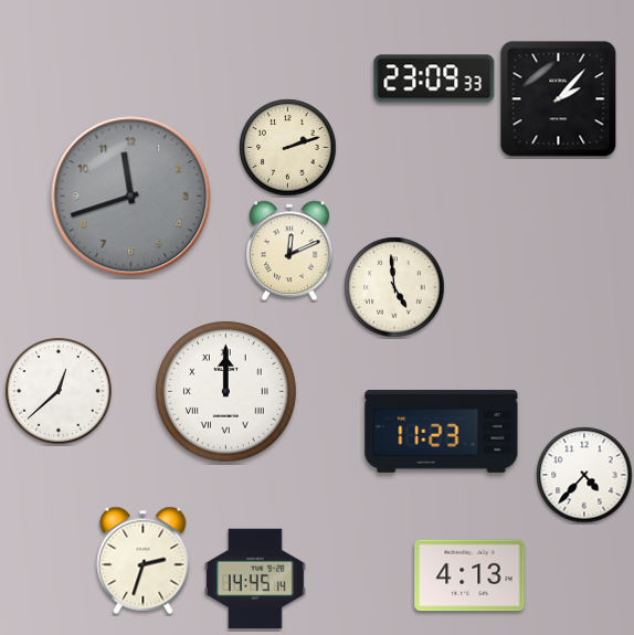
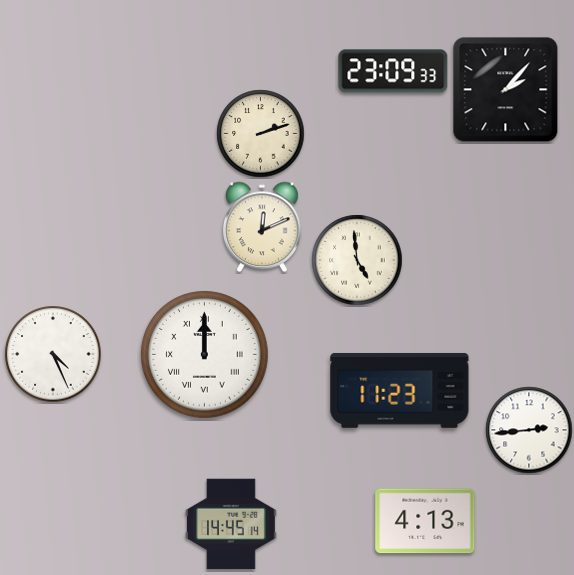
clock at (131, 197): 11:42 -> none
clock at (59, 391): 12:38 -> 4:26
clock at (584, 475): 4:37 -> 2:44
clock at (144, 560): 2:33 -> none
